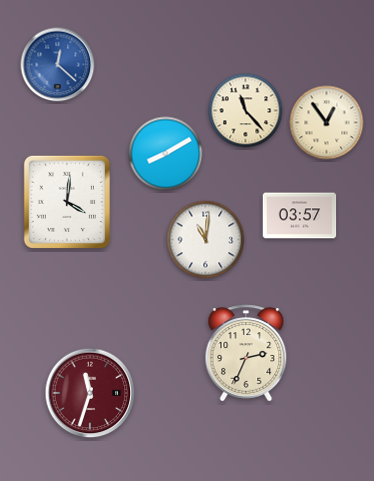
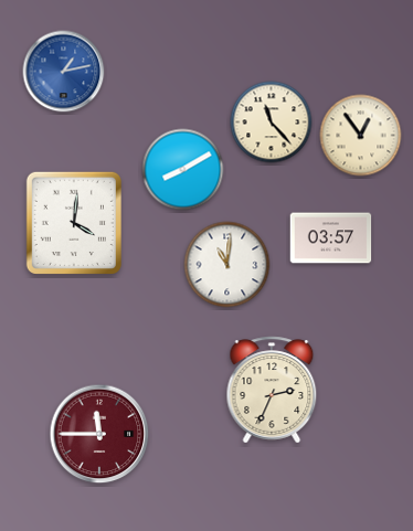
clock at (58, 65): 12:22 -> 1:13
clock at (90, 393): 11:33 -> 11:45
